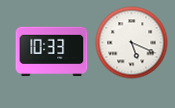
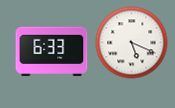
clock at (52, 52): 10:33 -> 6:33
